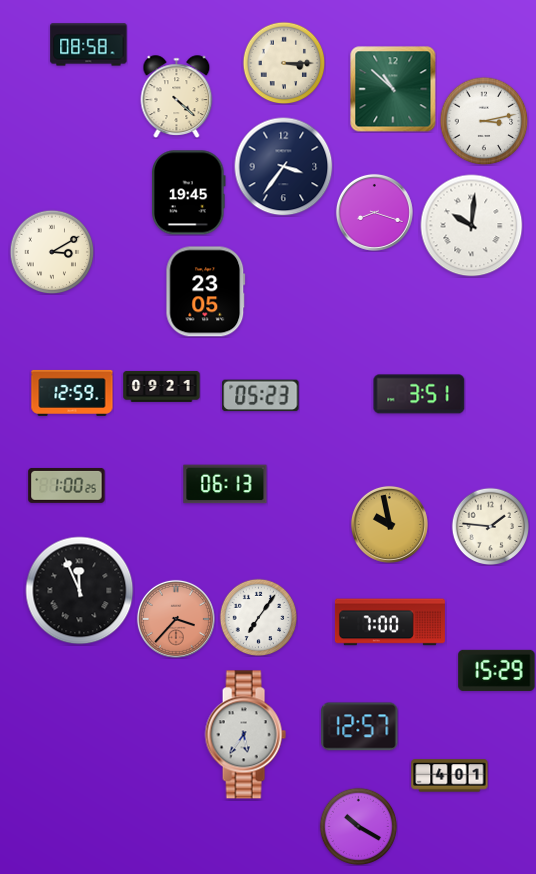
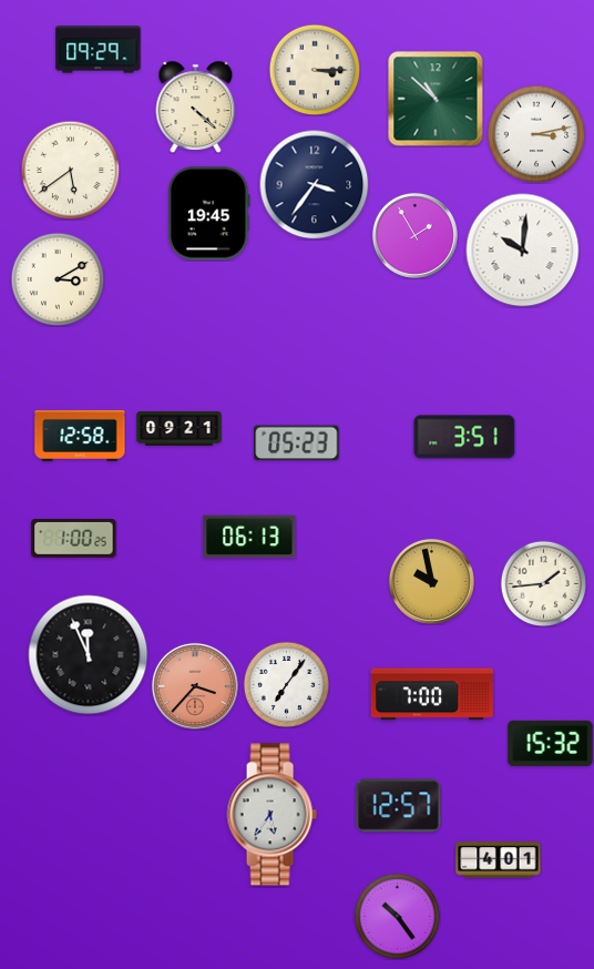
clock at (89, 45): 08:58 -> 09:29
clock at (70, 170): none -> 5:39
clock at (374, 212): 8:18 -> 1:55
clock at (206, 292): 23:05 -> none
clock at (72, 393): 12:59 -> 12:58
clock at (261, 396) position: (261, 396) -> (297, 443)
clock at (490, 526): 1:46 -> 1:44
clock at (390, 622) position: (390, 622) -> (432, 694)
clock at (497, 670): 15:29 -> 15:32
clock at (358, 826): 10:20 -> 10:24
